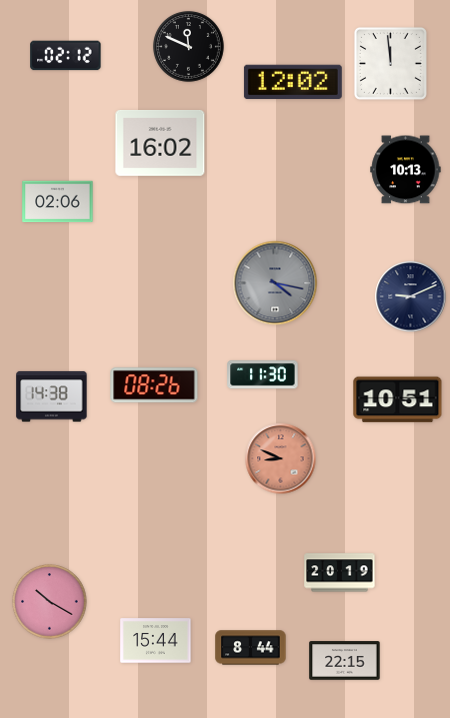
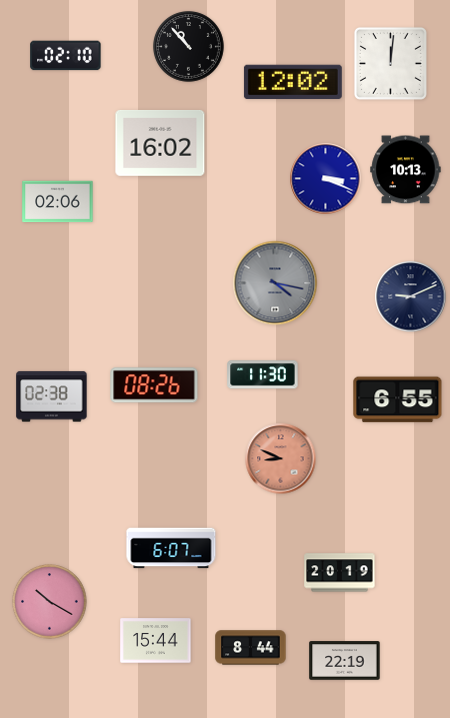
clock at (188, 46): 11:49 -> 10:53
clock at (66, 56): 02:12 -> 02:10
clock at (390, 63): 11:59 -> 12:01
clock at (326, 179): none -> 3:19
clock at (52, 397): 14:38 -> 02:38
clock at (398, 400): 10:51 -> 6:55
clock at (171, 548): none -> 6:07
clock at (345, 661): 22:15 -> 22:19
